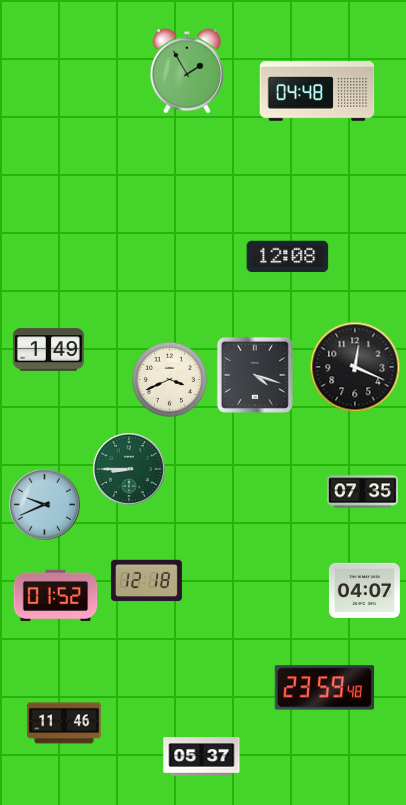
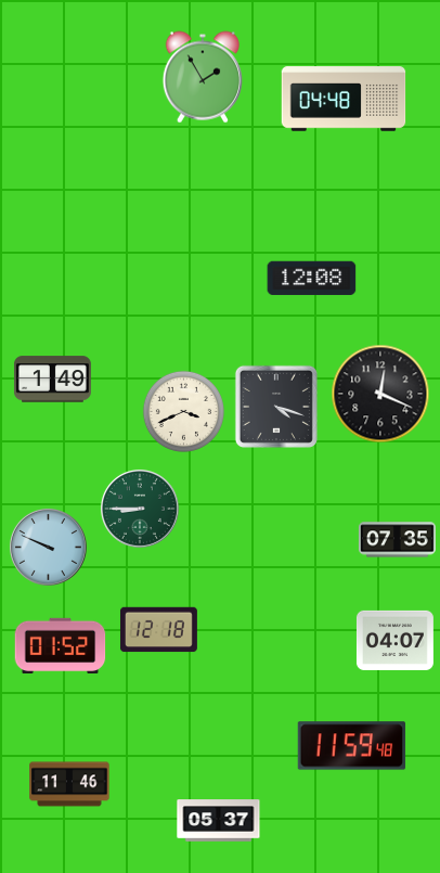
clock at (355, 367) position: (355, 367) -> (380, 394)
clock at (362, 492) position: (362, 492) -> (397, 540)
clock at (44, 504): 9:41 -> 9:49
clock at (325, 688): 23:59 -> 11:59
